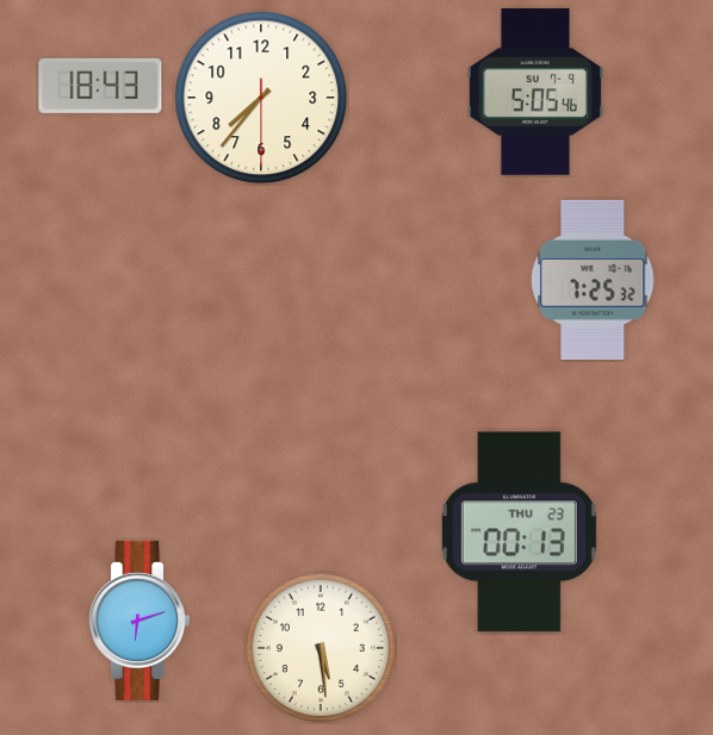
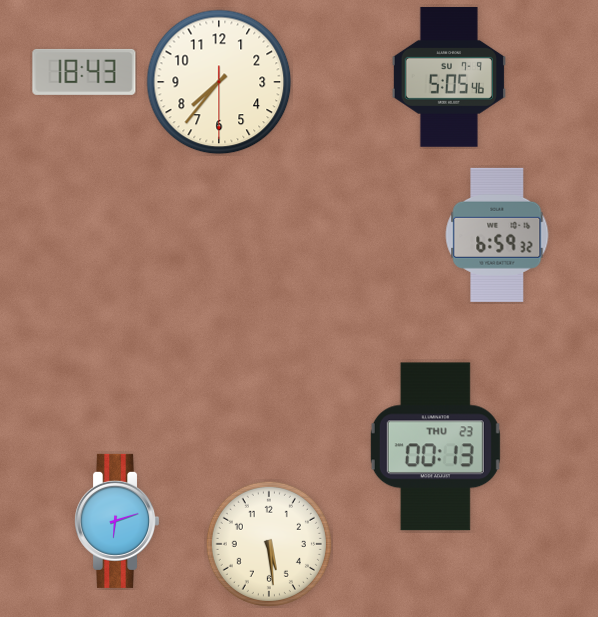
clock at (593, 280): 7:25 -> 6:59
